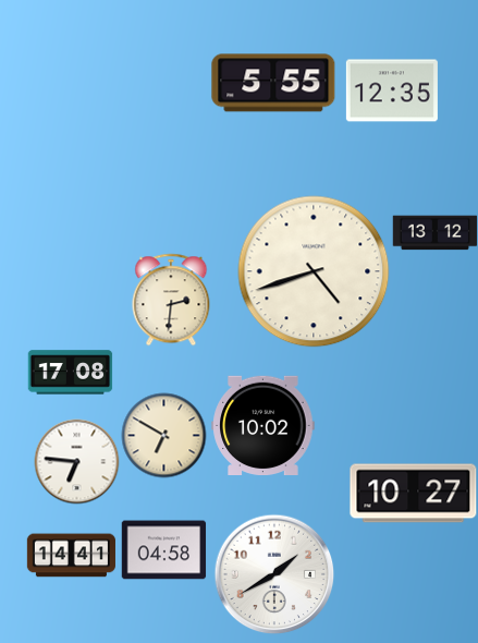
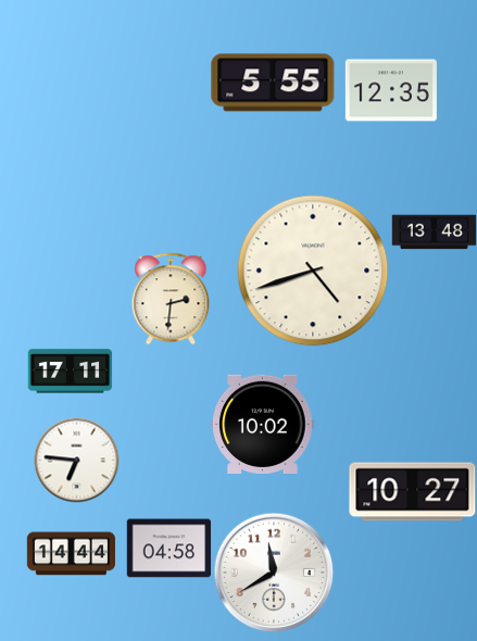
clock at (434, 233): 13:12 -> 13:48
clock at (70, 373): 17:08 -> 17:11
clock at (163, 435): 6:50 -> none
clock at (163, 550) position: (163, 550) -> (168, 549)
clock at (71, 556): 14:41 -> 14:44
clock at (274, 574): 1:40 -> 11:40
